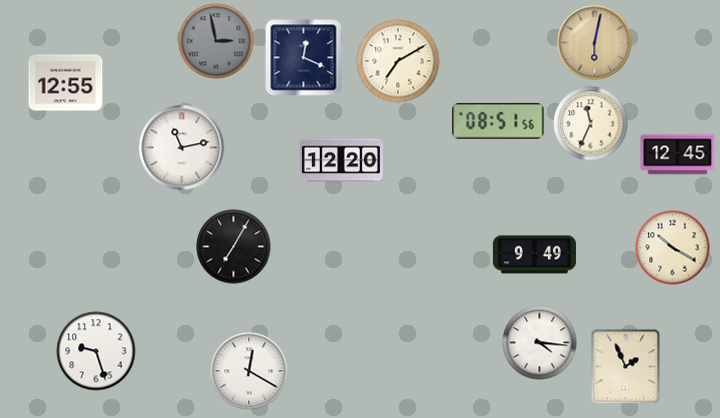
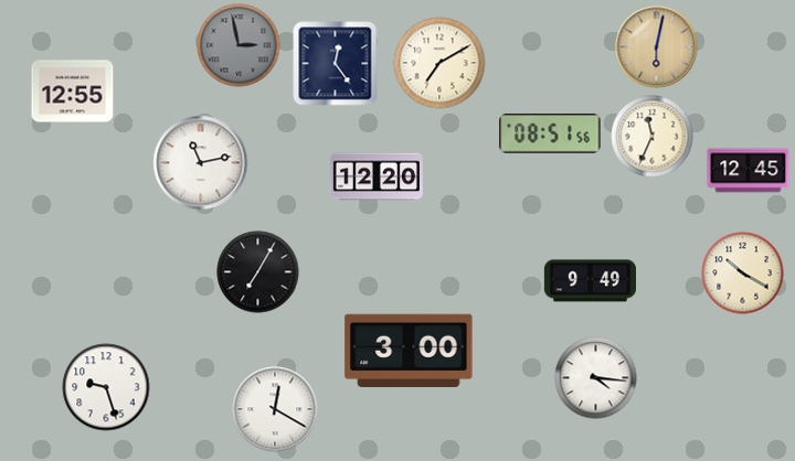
clock at (304, 58): 12:19 -> 12:24
clock at (398, 61) position: (398, 61) -> (439, 63)
clock at (409, 351): none -> 3:00
clock at (626, 367): 1:56 -> none
